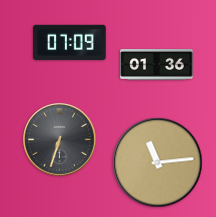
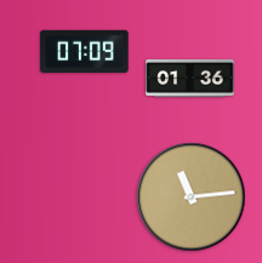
clock at (60, 140): 6:33 -> none
